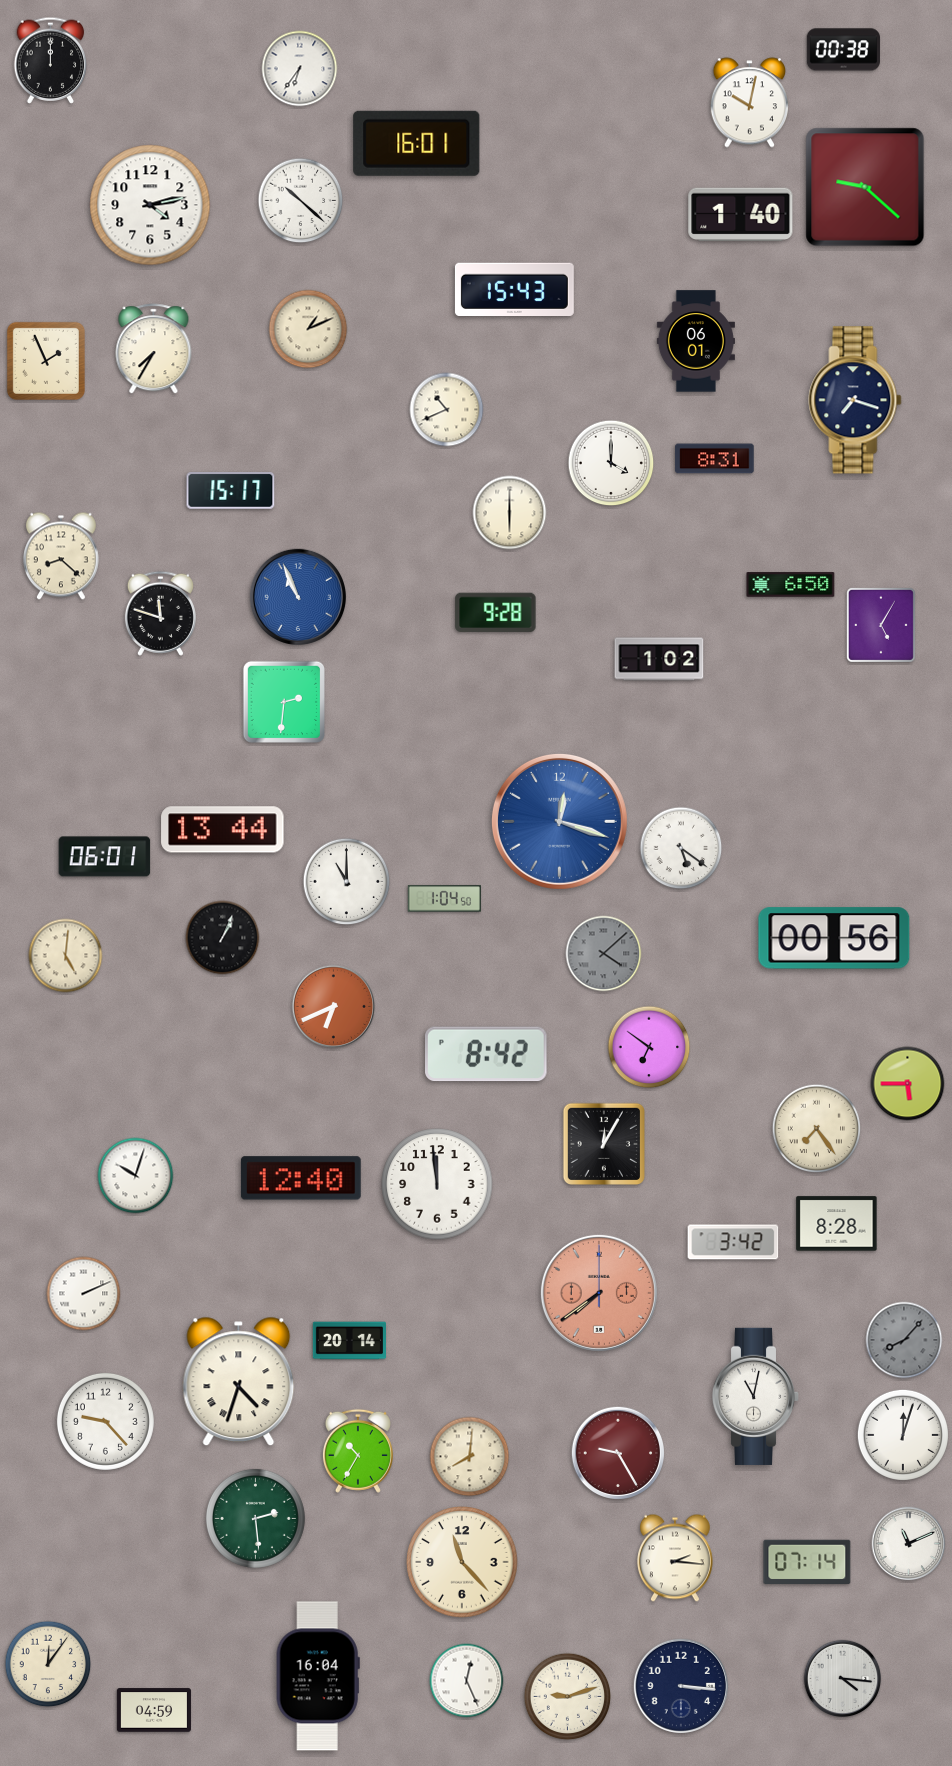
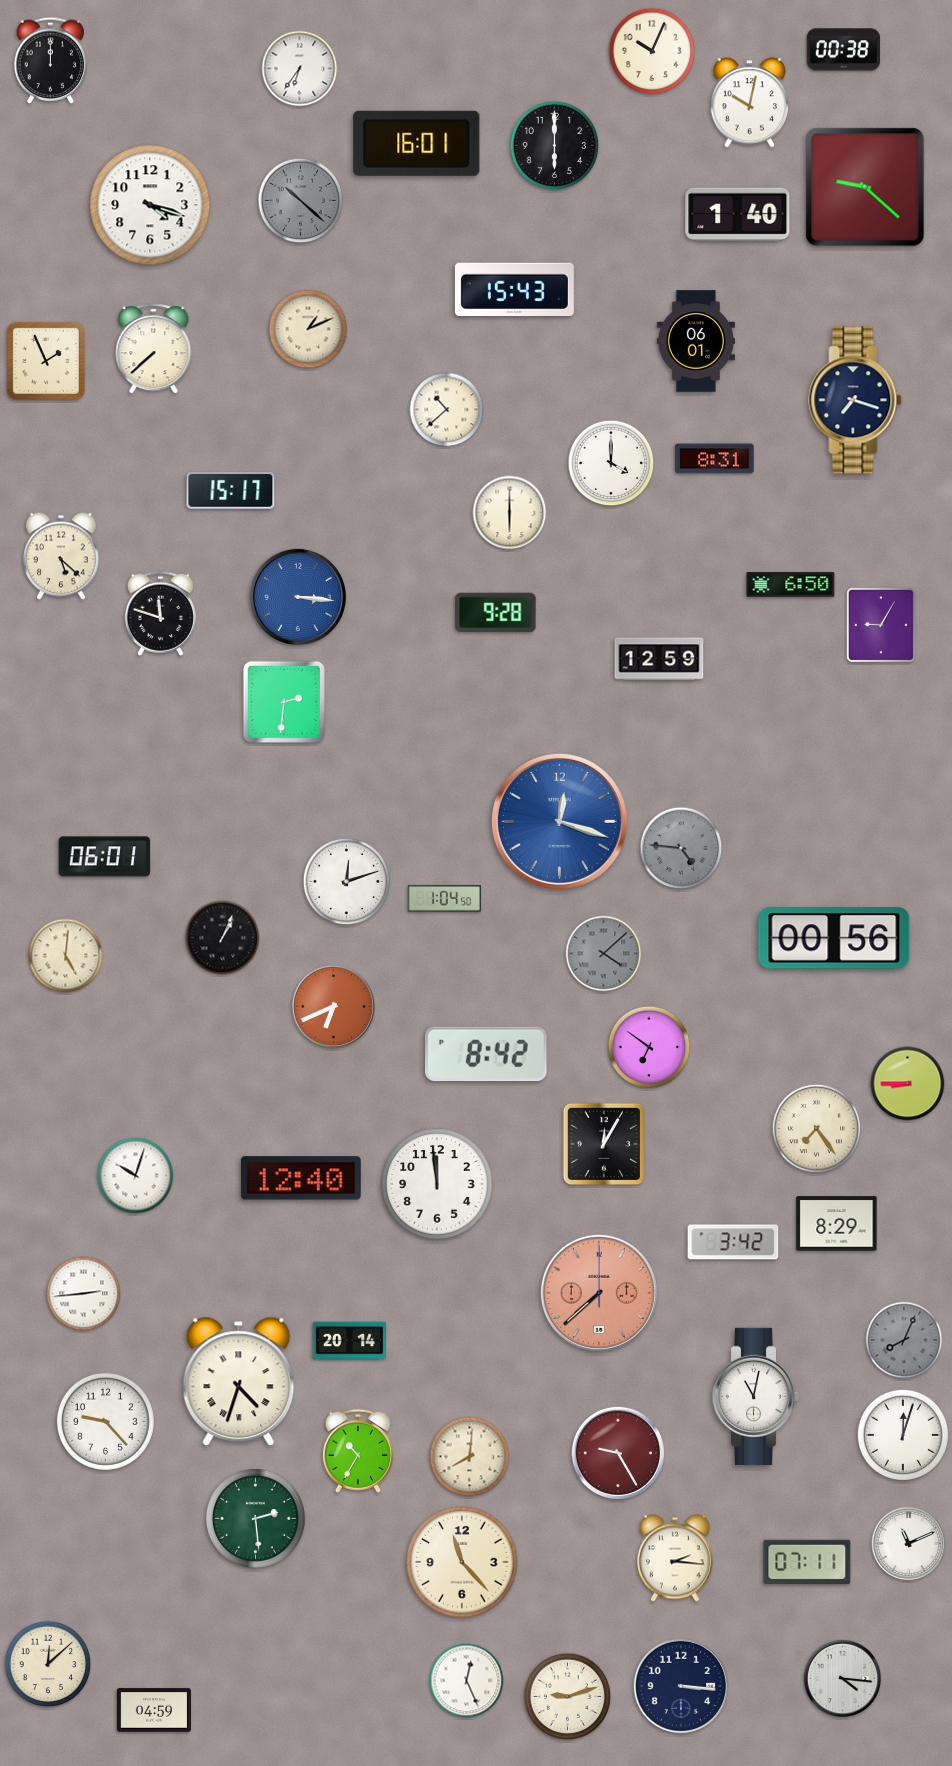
clock at (652, 51): none -> 10:04
clock at (555, 146): none -> 6:00
clock at (301, 201) dial: white -> grey
clock at (150, 205): 4:13 -> 4:18
clock at (741, 214) position: (741, 214) -> (738, 214)
clock at (154, 349): 7:35 -> 7:38
clock at (447, 410): 10:41 -> 10:38
clock at (61, 556): 8:22 -> 5:22
clock at (298, 597): 10:56 -> 3:16
clock at (881, 625): 5:05 -> 9:05
clock at (659, 659): 1:02 -> 12:59
clock at (223, 830): 13:44 -> none
clock at (681, 848): 5:21 -> 4:46
clock at (681, 848) dial: white -> grey
clock at (347, 882): 11:00 -> 12:12
clock at (908, 1084): 5:45 -> 8:45
clock at (837, 1224): 8:28 -> 8:29
clock at (599, 1293): 7:39 -> 7:38
clock at (84, 1294): 2:11 -> 2:44
clock at (904, 1340): 8:07 -> 8:04
clock at (807, 1562): 07:14 -> 07:11
clock at (48, 1664): 12:06 -> 12:08
clock at (318, 1676): 16:04 -> none
